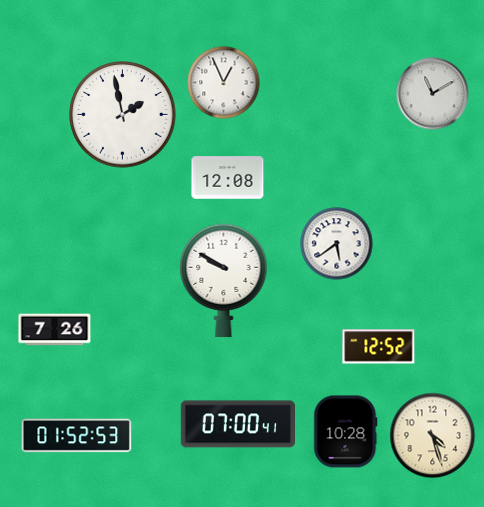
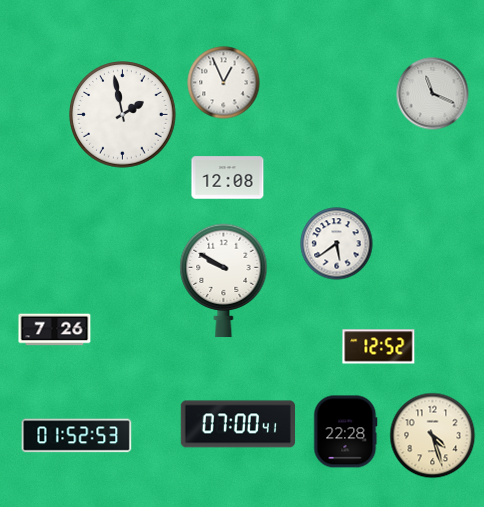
clock at (433, 94): 11:10 -> 11:19
clock at (346, 432): 10:28 -> 22:28
